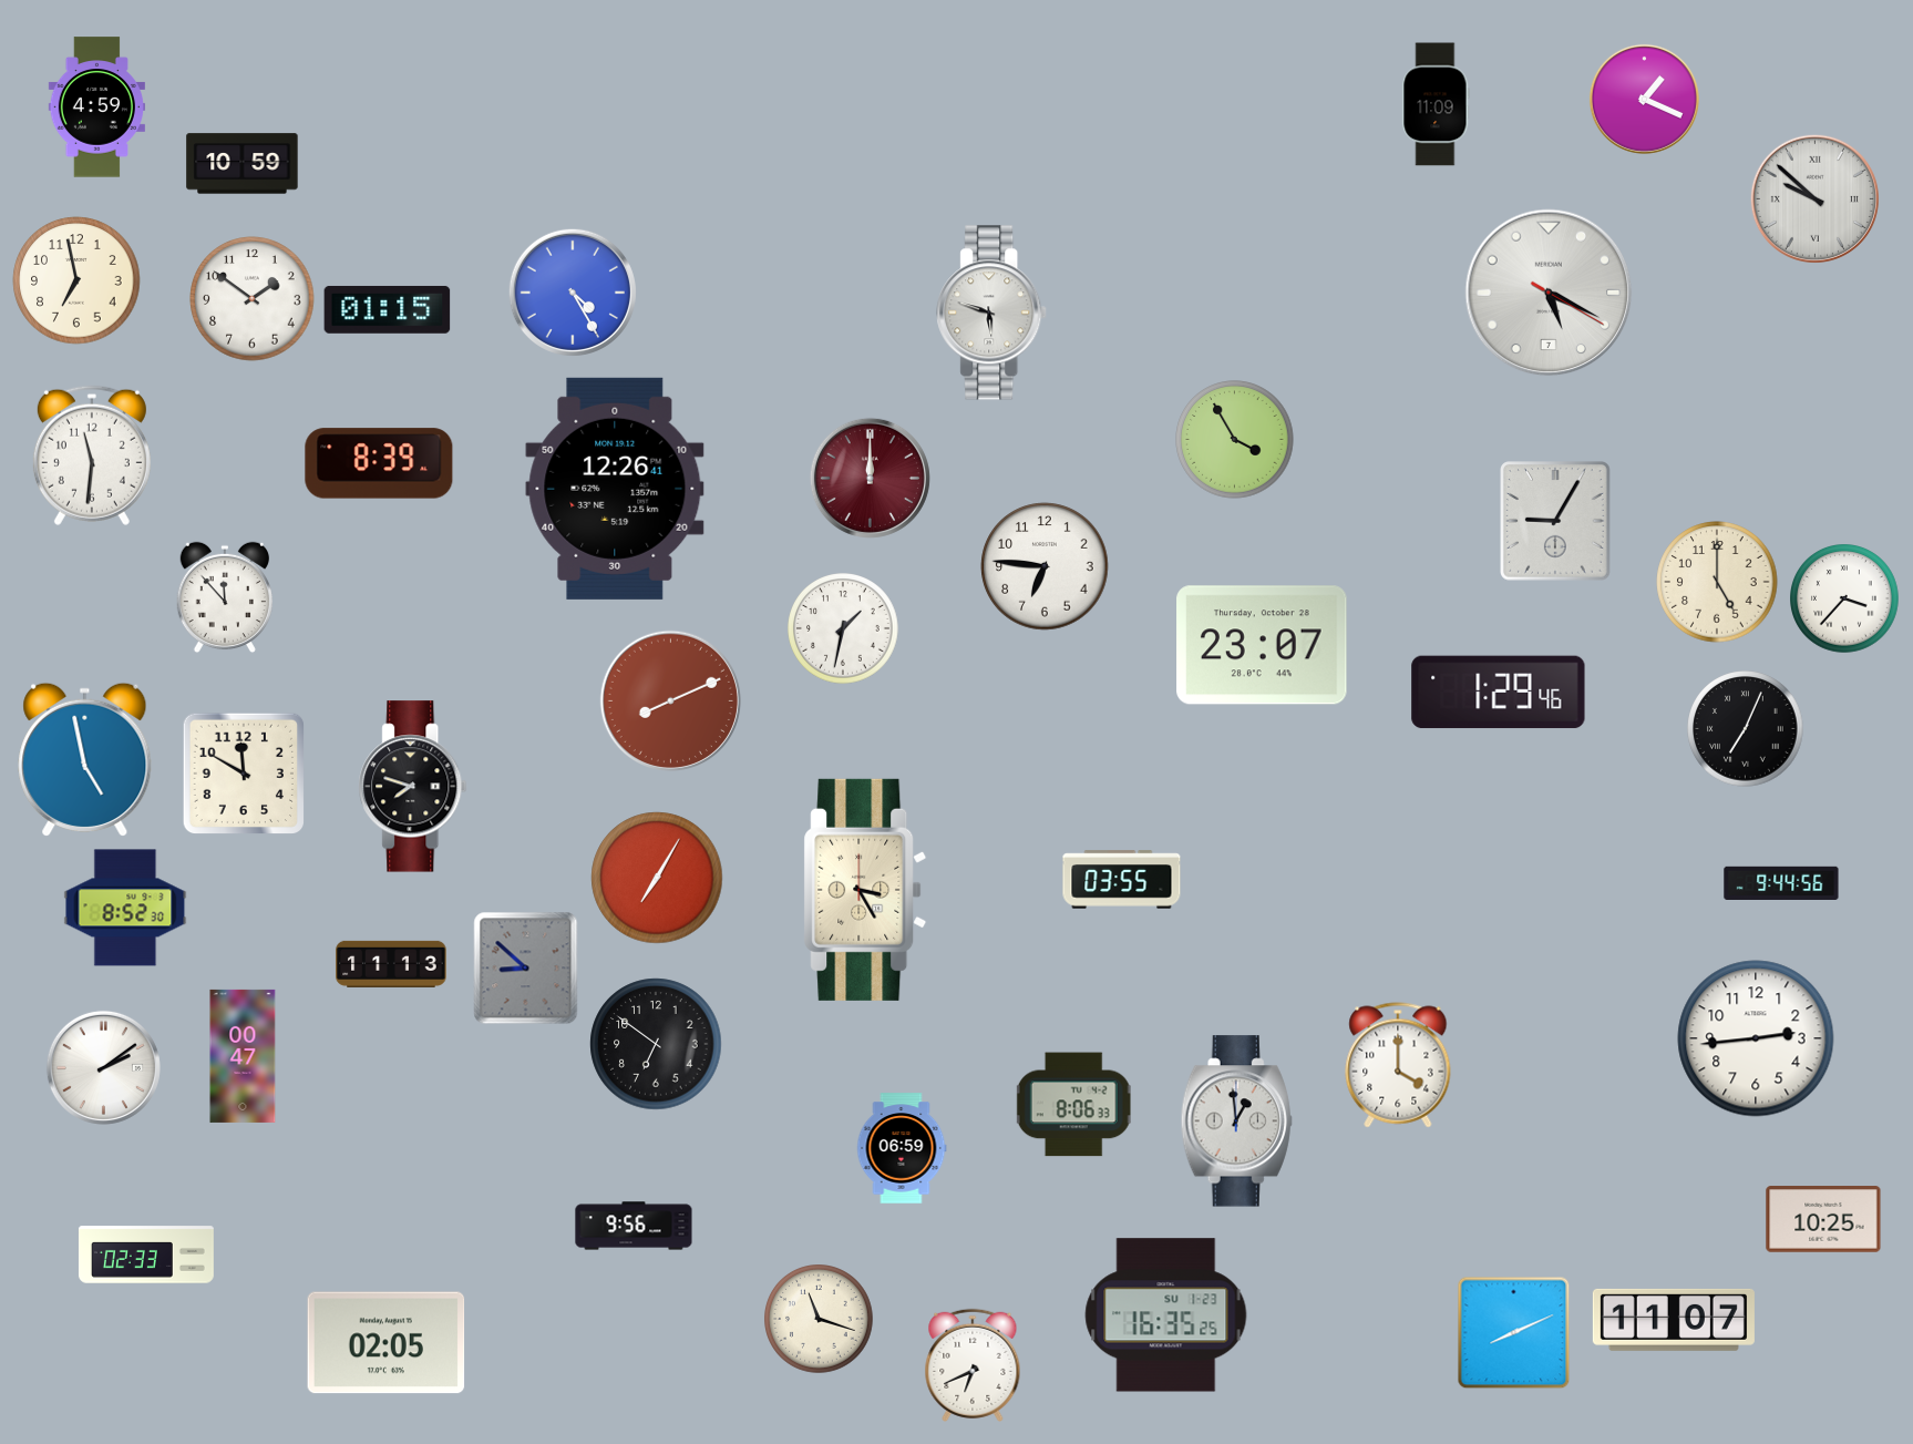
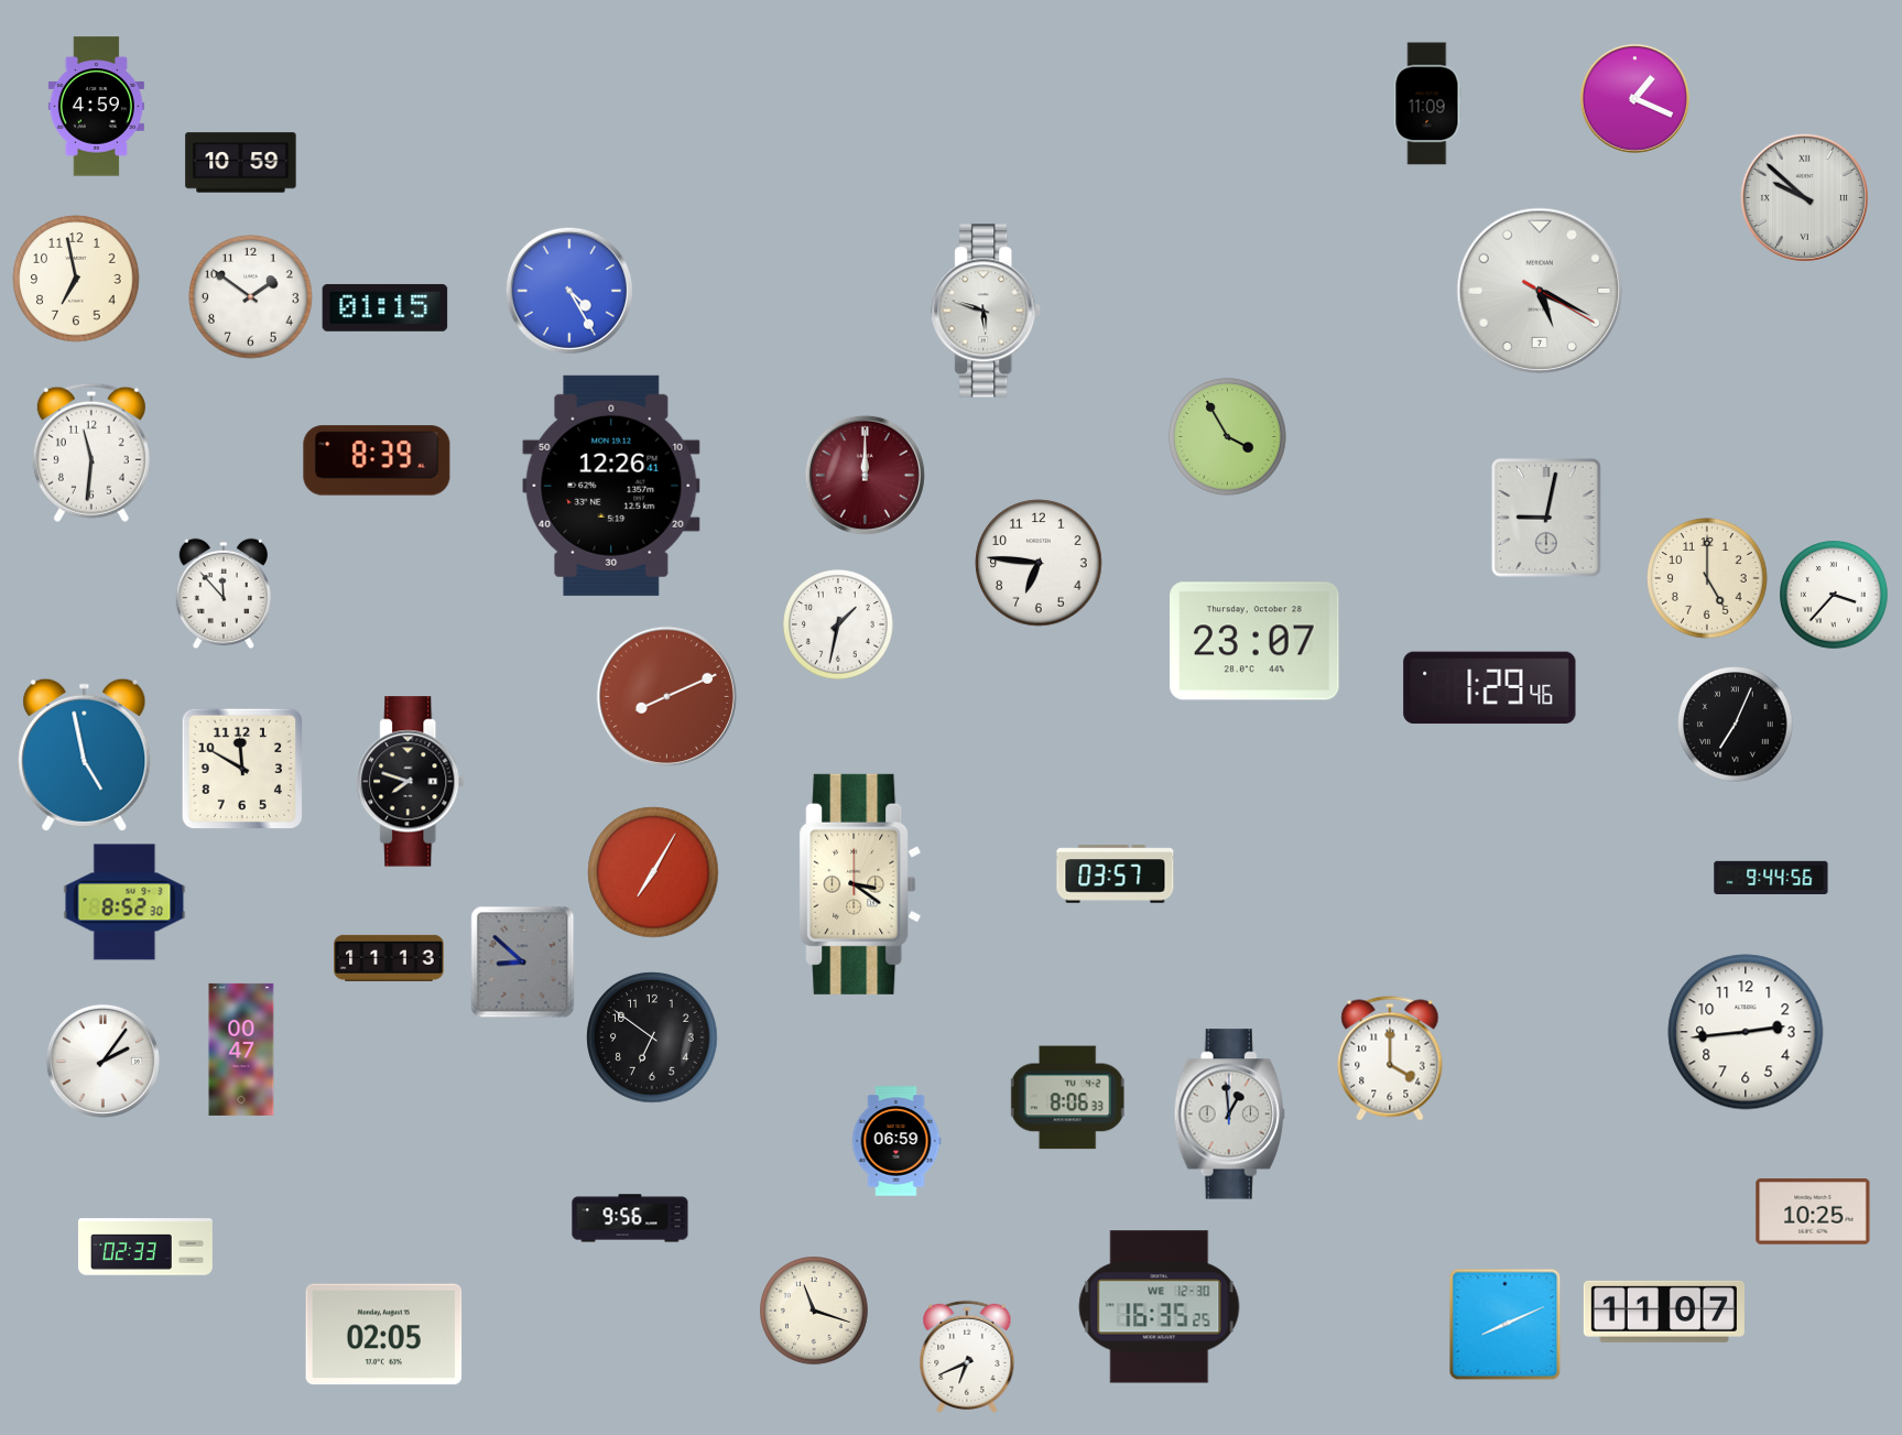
clock at (1555, 521): 9:05 -> 9:02
clock at (1122, 880): 03:55 -> 03:57
clock at (865, 890): 3:25 -> 3:21
clock at (103, 1067): 2:09 -> 2:06
clock at (1166, 1315) date: SU 1-23 -> WE 12-30
